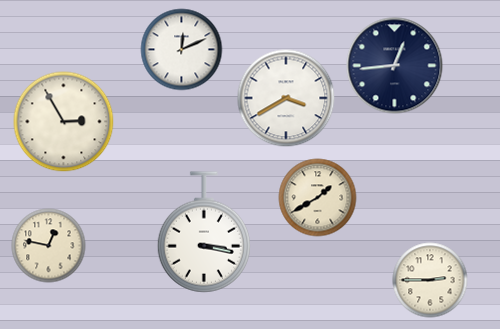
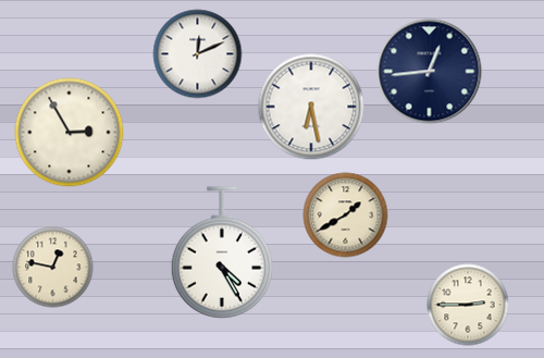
clock at (286, 98): 3:40 -> 6:28
clock at (204, 232): 3:17 -> 4:25
